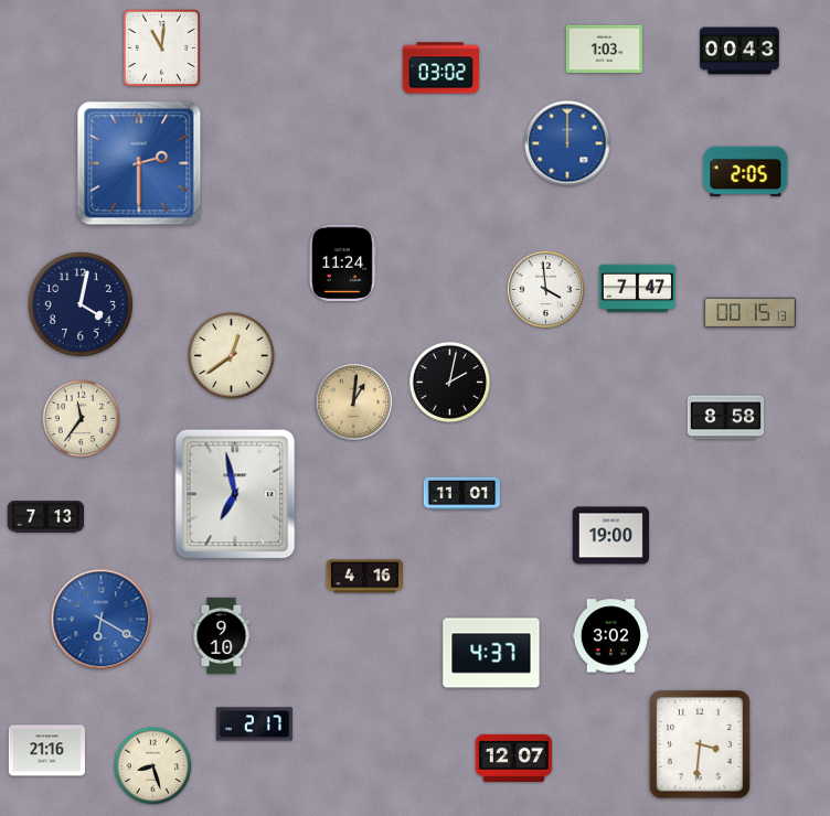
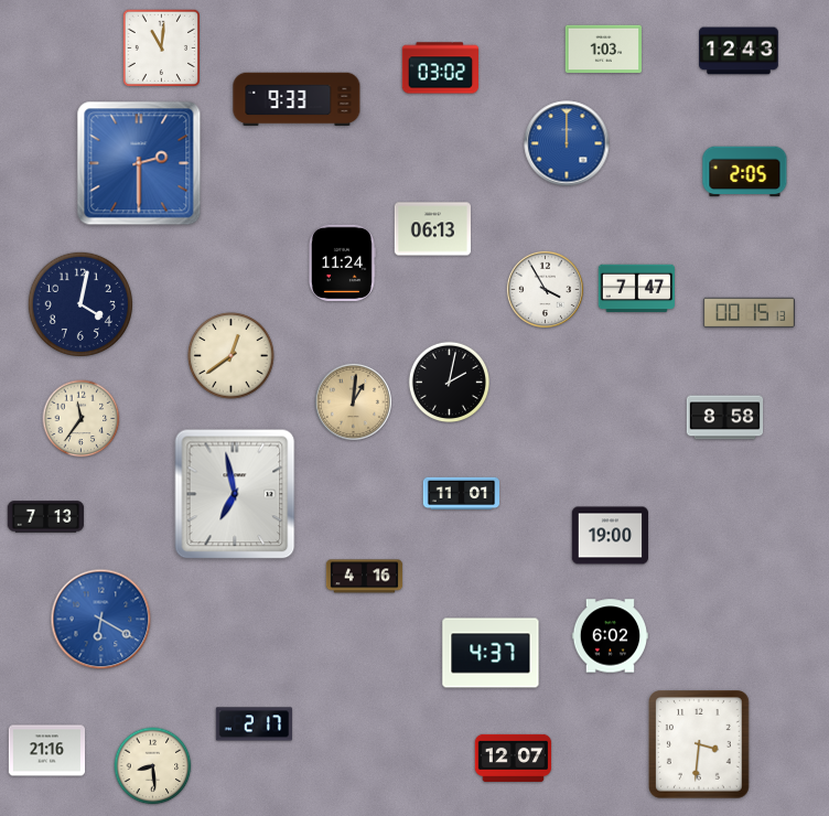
clock at (739, 51): 00:43 -> 12:43
clock at (297, 99): none -> 9:33
clock at (433, 229): none -> 06:13
clock at (545, 289): 3:59 -> 3:55
clock at (222, 636): 9:10 -> none
clock at (610, 636): 3:02 -> 6:02
clock at (153, 766): 8:27 -> 8:29
